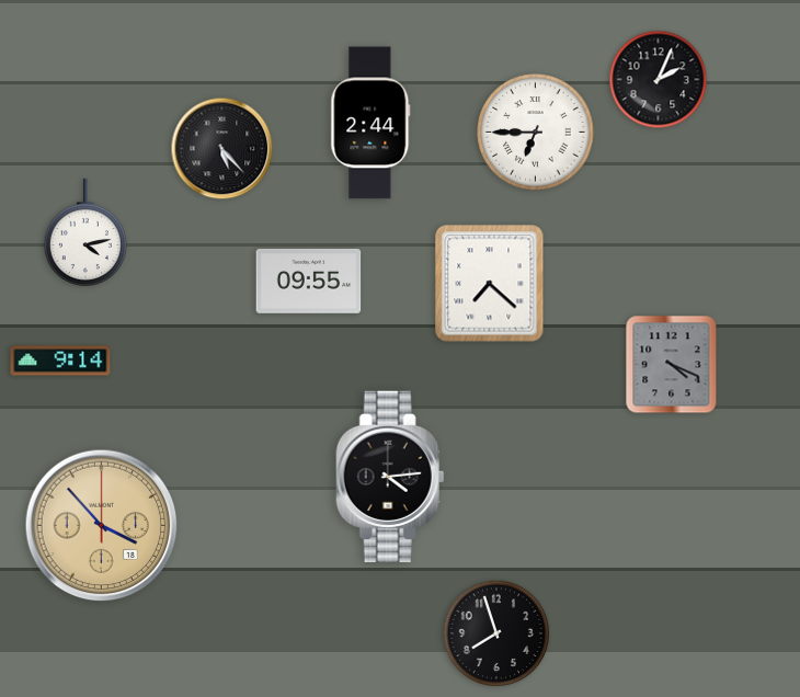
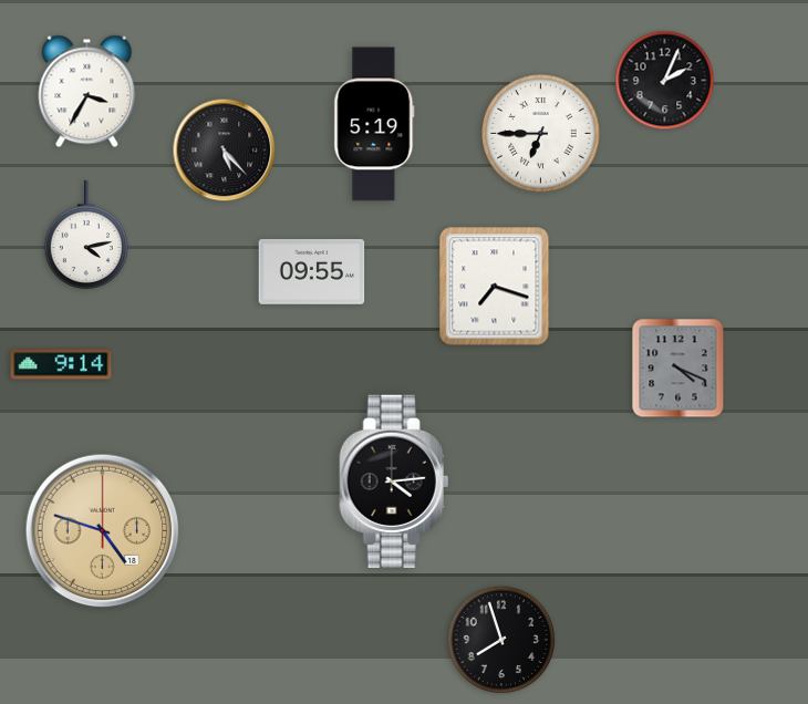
clock at (87, 92): none -> 3:35
clock at (370, 123): 2:44 -> 5:19
clock at (309, 281) position: (309, 281) -> (312, 271)
clock at (490, 284): 7:22 -> 7:18
clock at (102, 526): 3:53 -> 4:48
